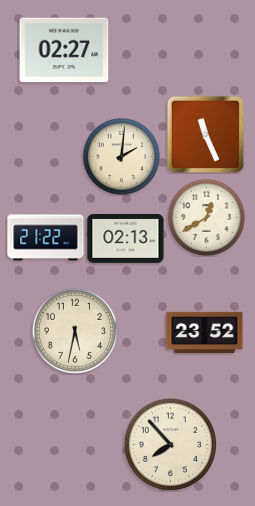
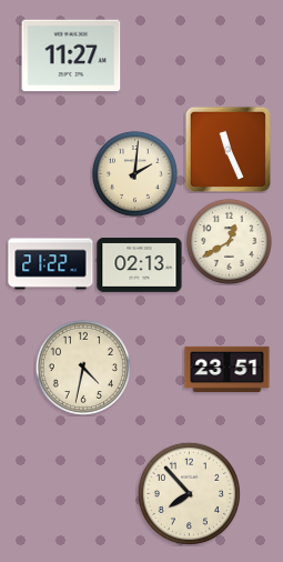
clock at (64, 50): 02:27 -> 11:27
clock at (75, 331): 5:32 -> 4:32
clock at (205, 332): 23:52 -> 23:51
